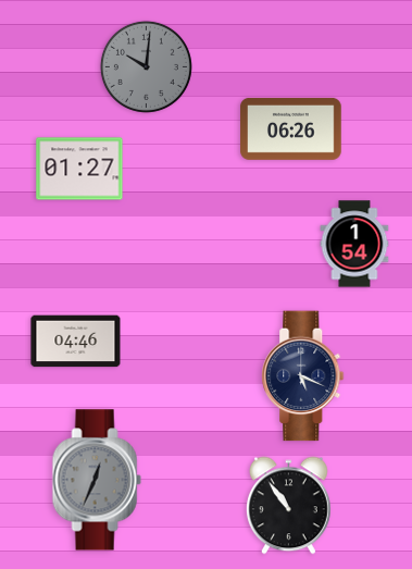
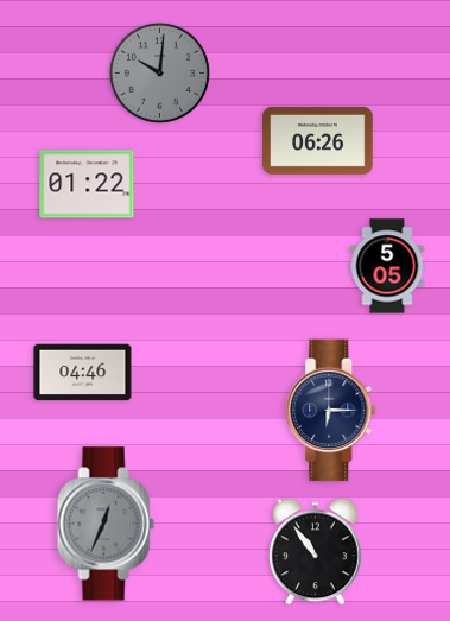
clock at (79, 169): 01:27 -> 01:22
clock at (354, 244): 1:54 -> 5:05
clock at (303, 376): 5:19 -> 6:15
